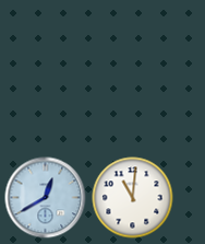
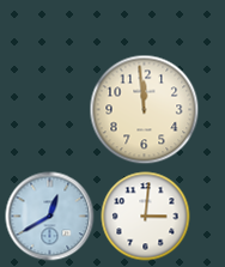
clock at (145, 110): none -> 11:59
clock at (133, 198): 11:01 -> 3:01
